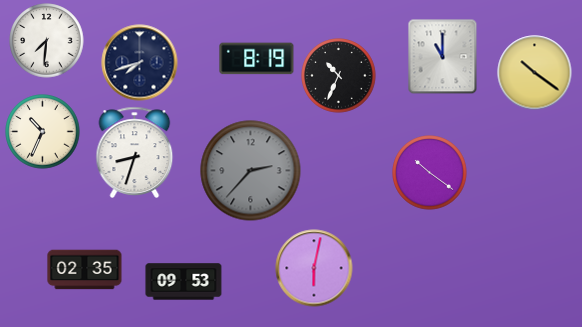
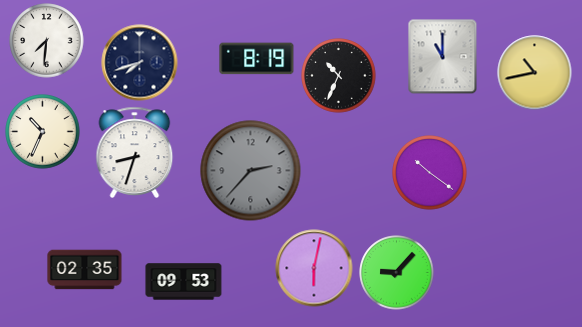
clock at (535, 73): 10:21 -> 10:43
clock at (397, 273): none -> 9:07
